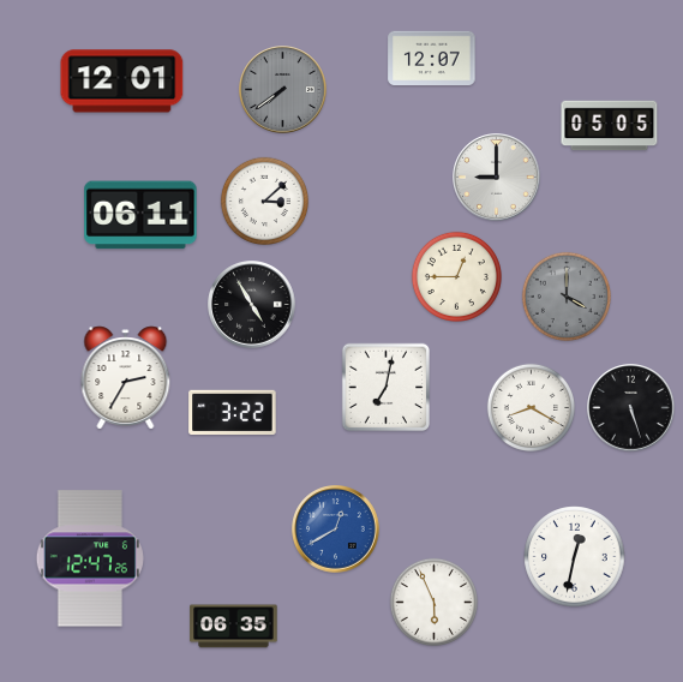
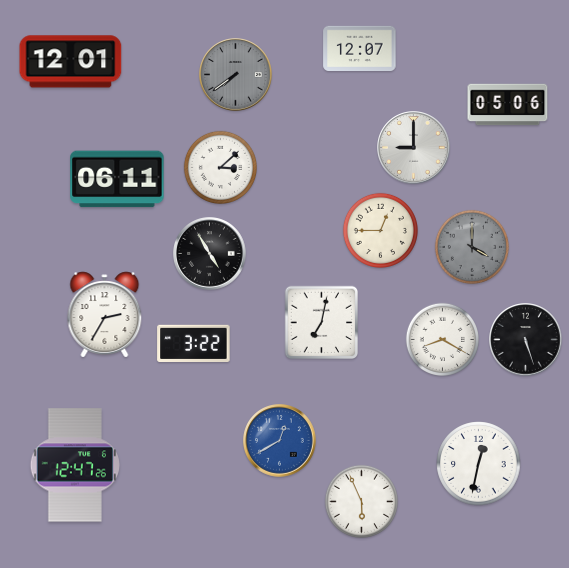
clock at (122, 82) position: (122, 82) -> (71, 62)
clock at (610, 126): 05:05 -> 05:06
clock at (234, 627): 06:35 -> none
